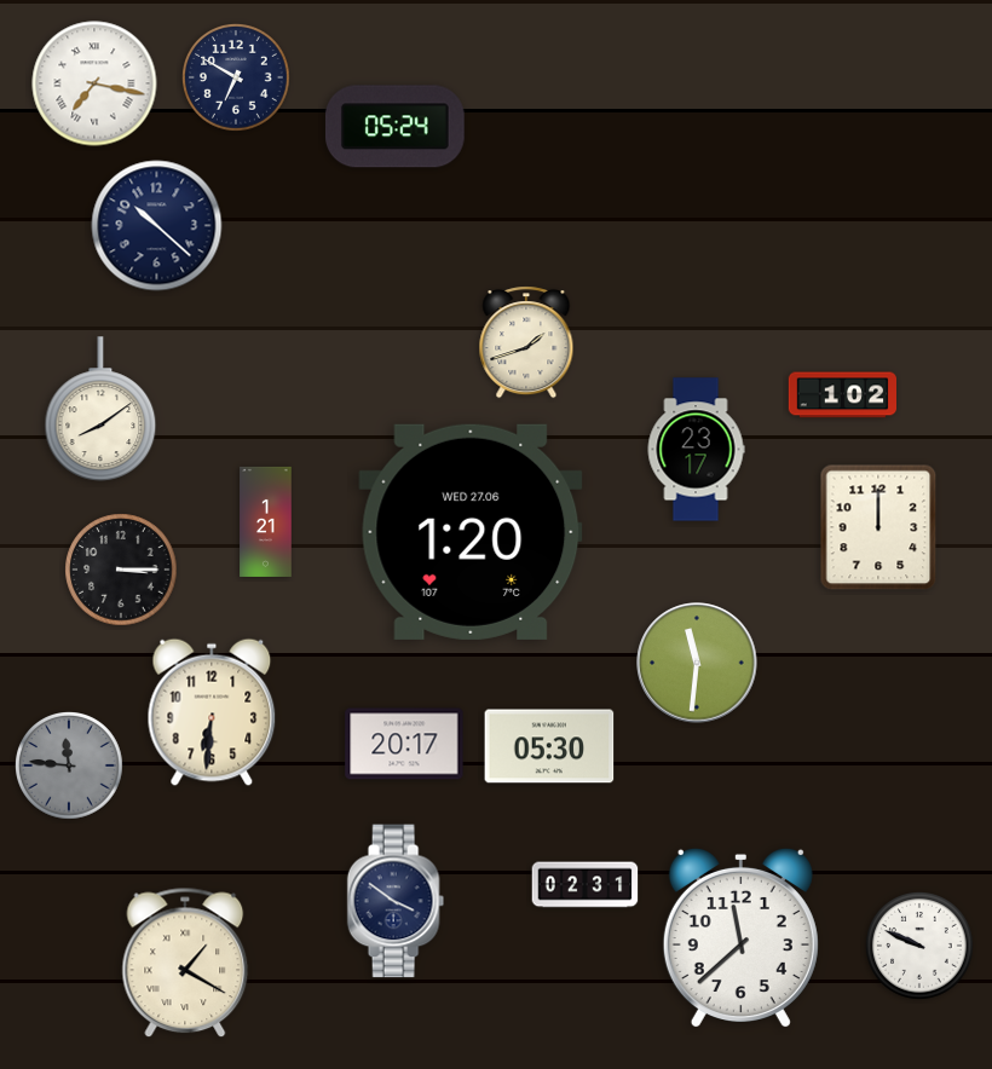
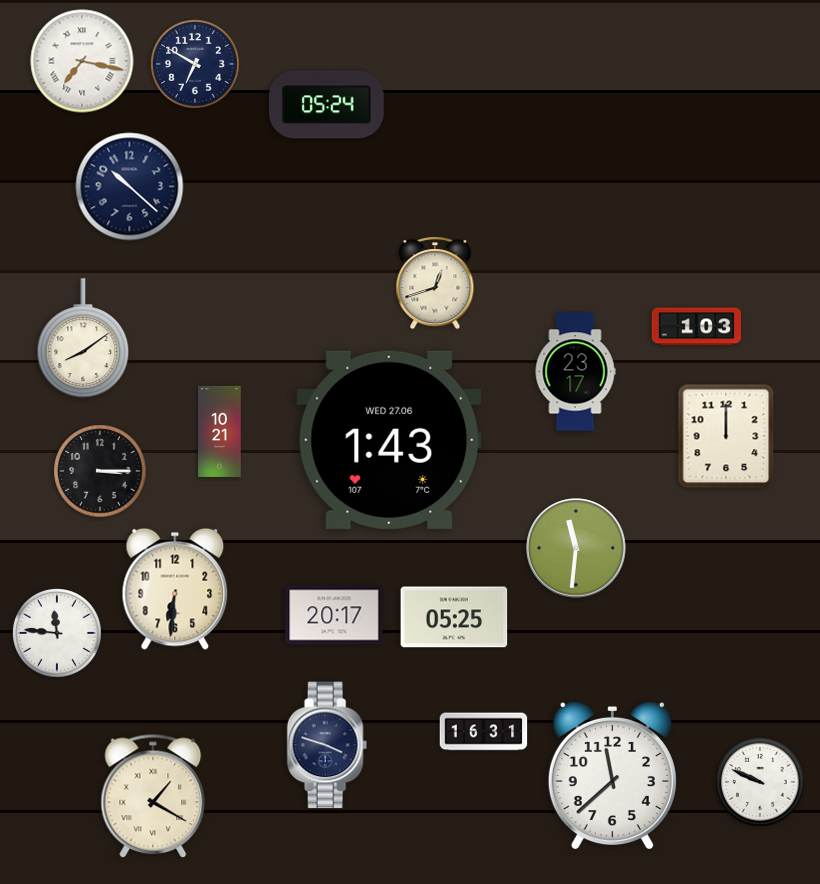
clock at (94, 83) position: (94, 83) -> (82, 61)
clock at (526, 342): 1:42 -> 12:42
clock at (843, 395): 1:02 -> 1:03
clock at (266, 521): 1:21 -> 10:21
clock at (471, 532): 1:20 -> 1:43
clock at (549, 746): 05:30 -> 05:25
clock at (70, 767) dial: grey -> white
clock at (586, 885): 02:31 -> 16:31
clock at (396, 901): 3:51 -> 3:48
